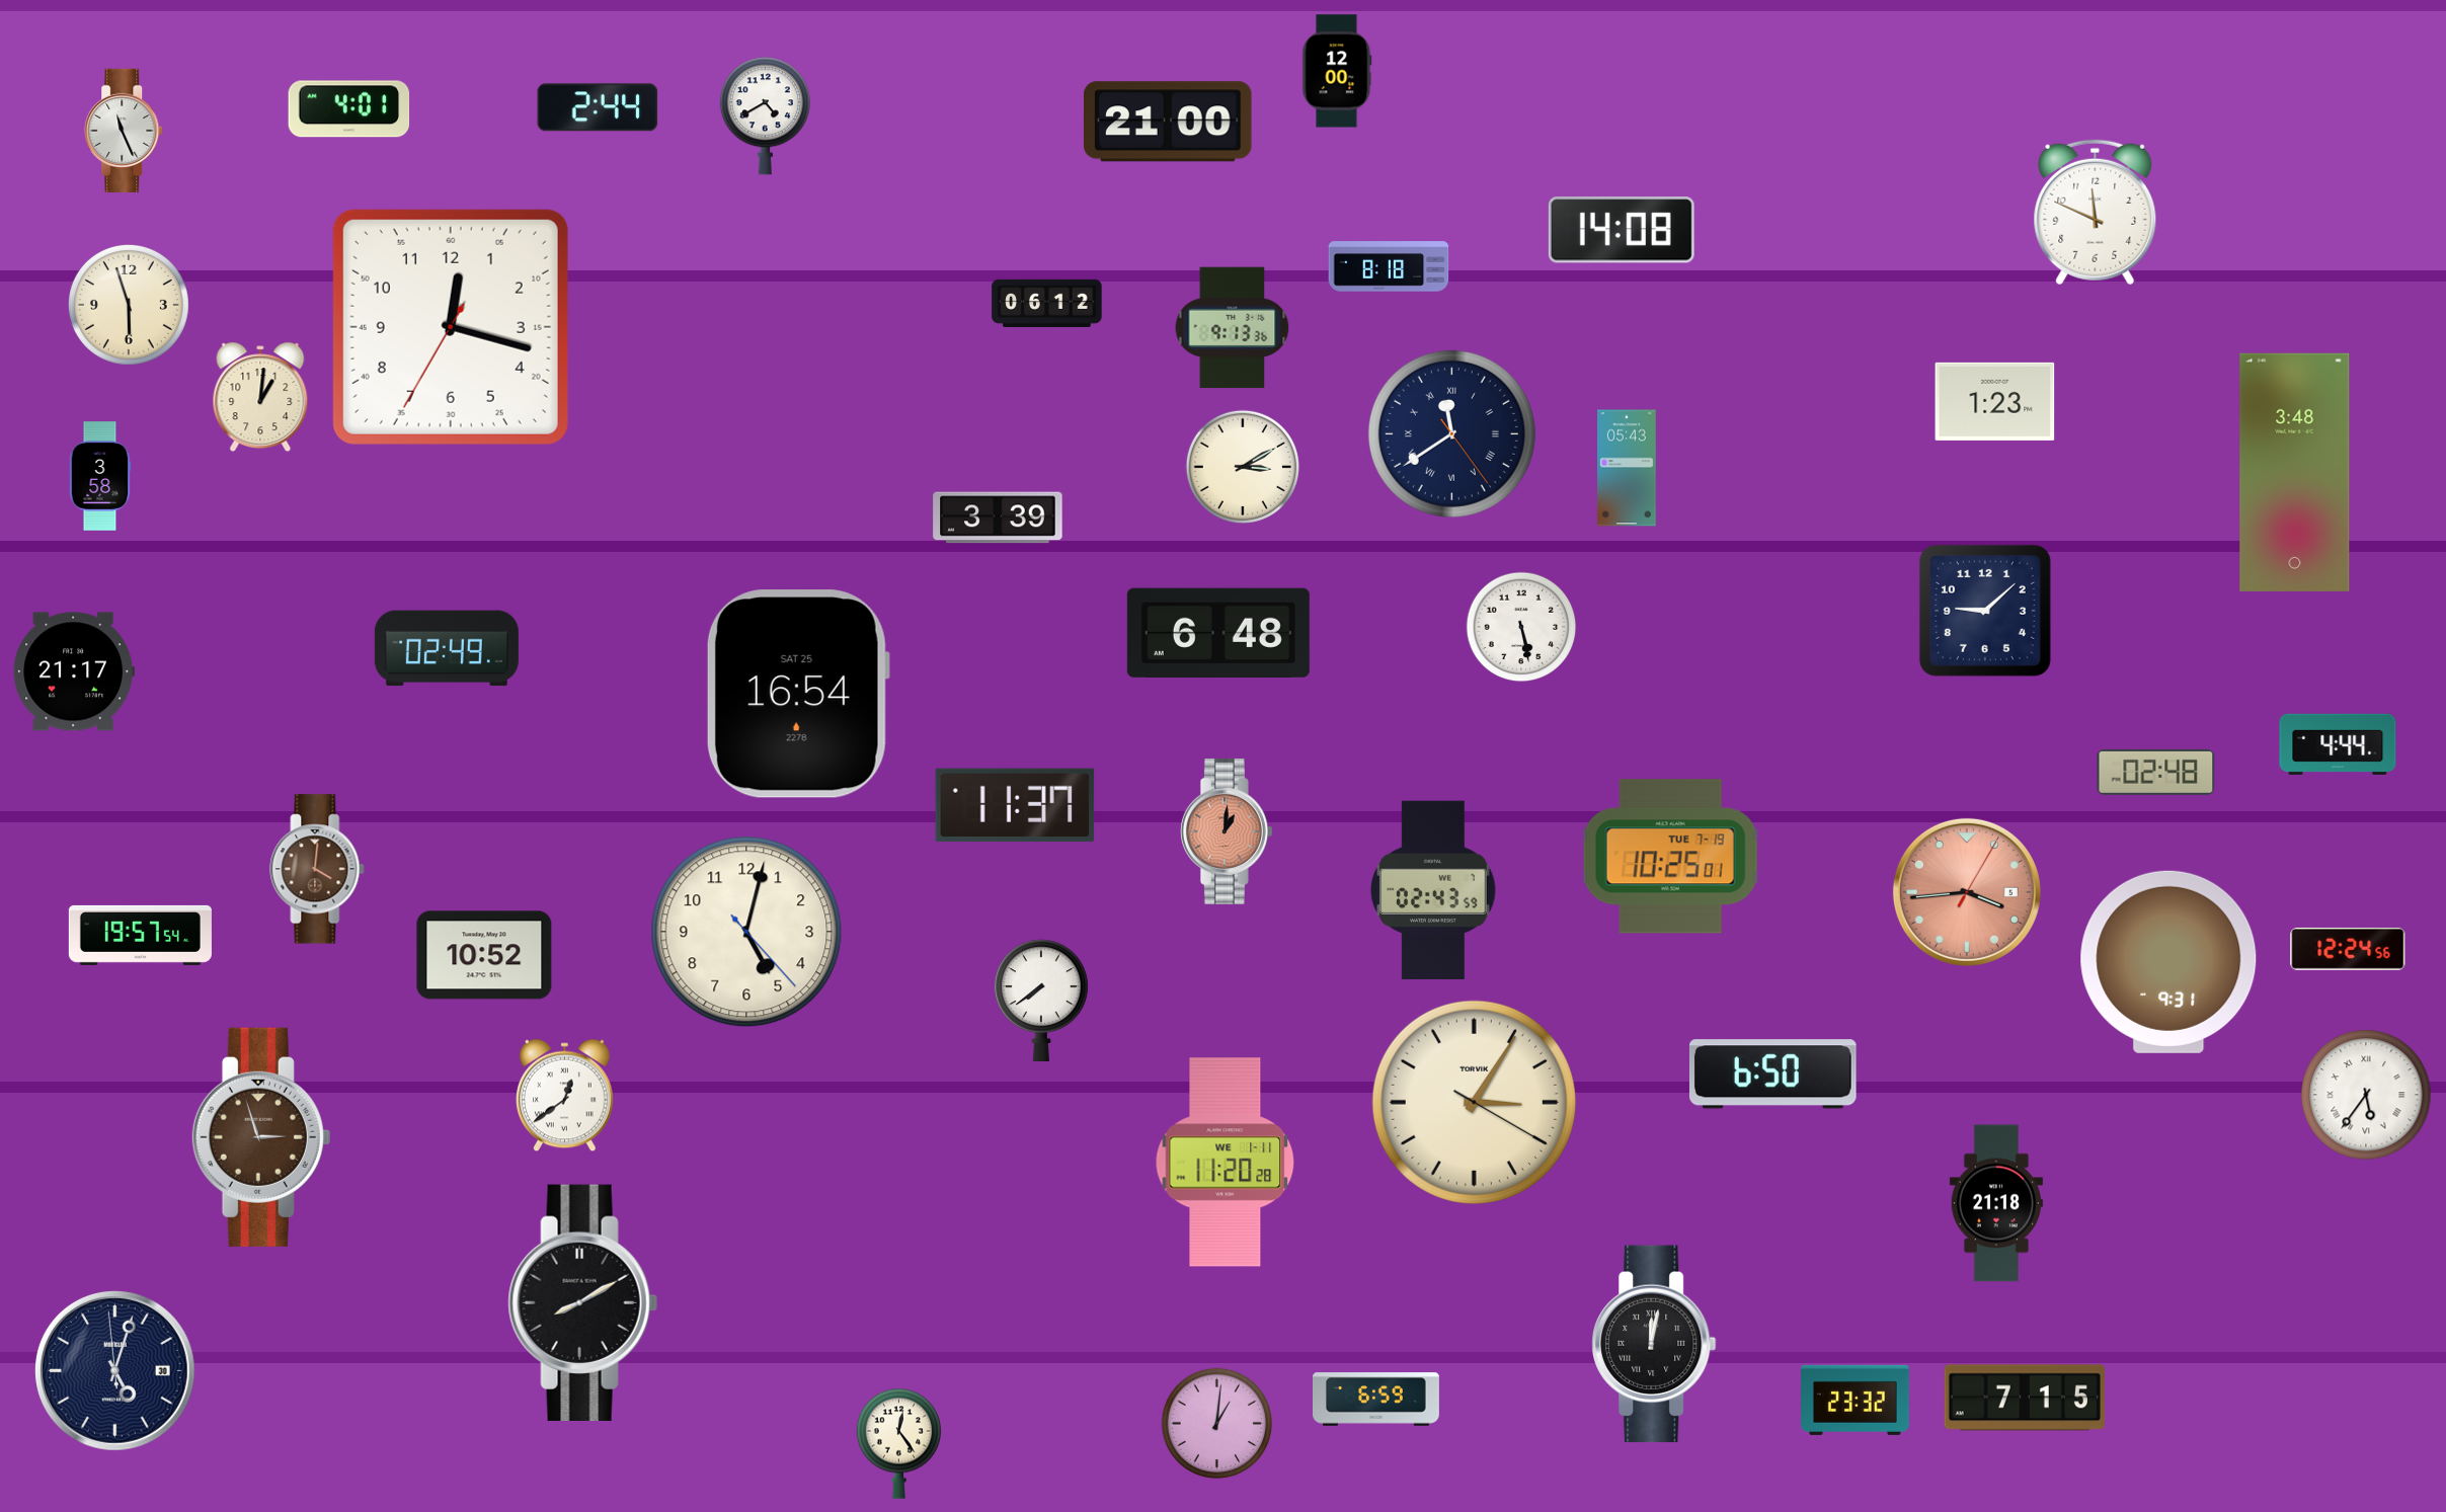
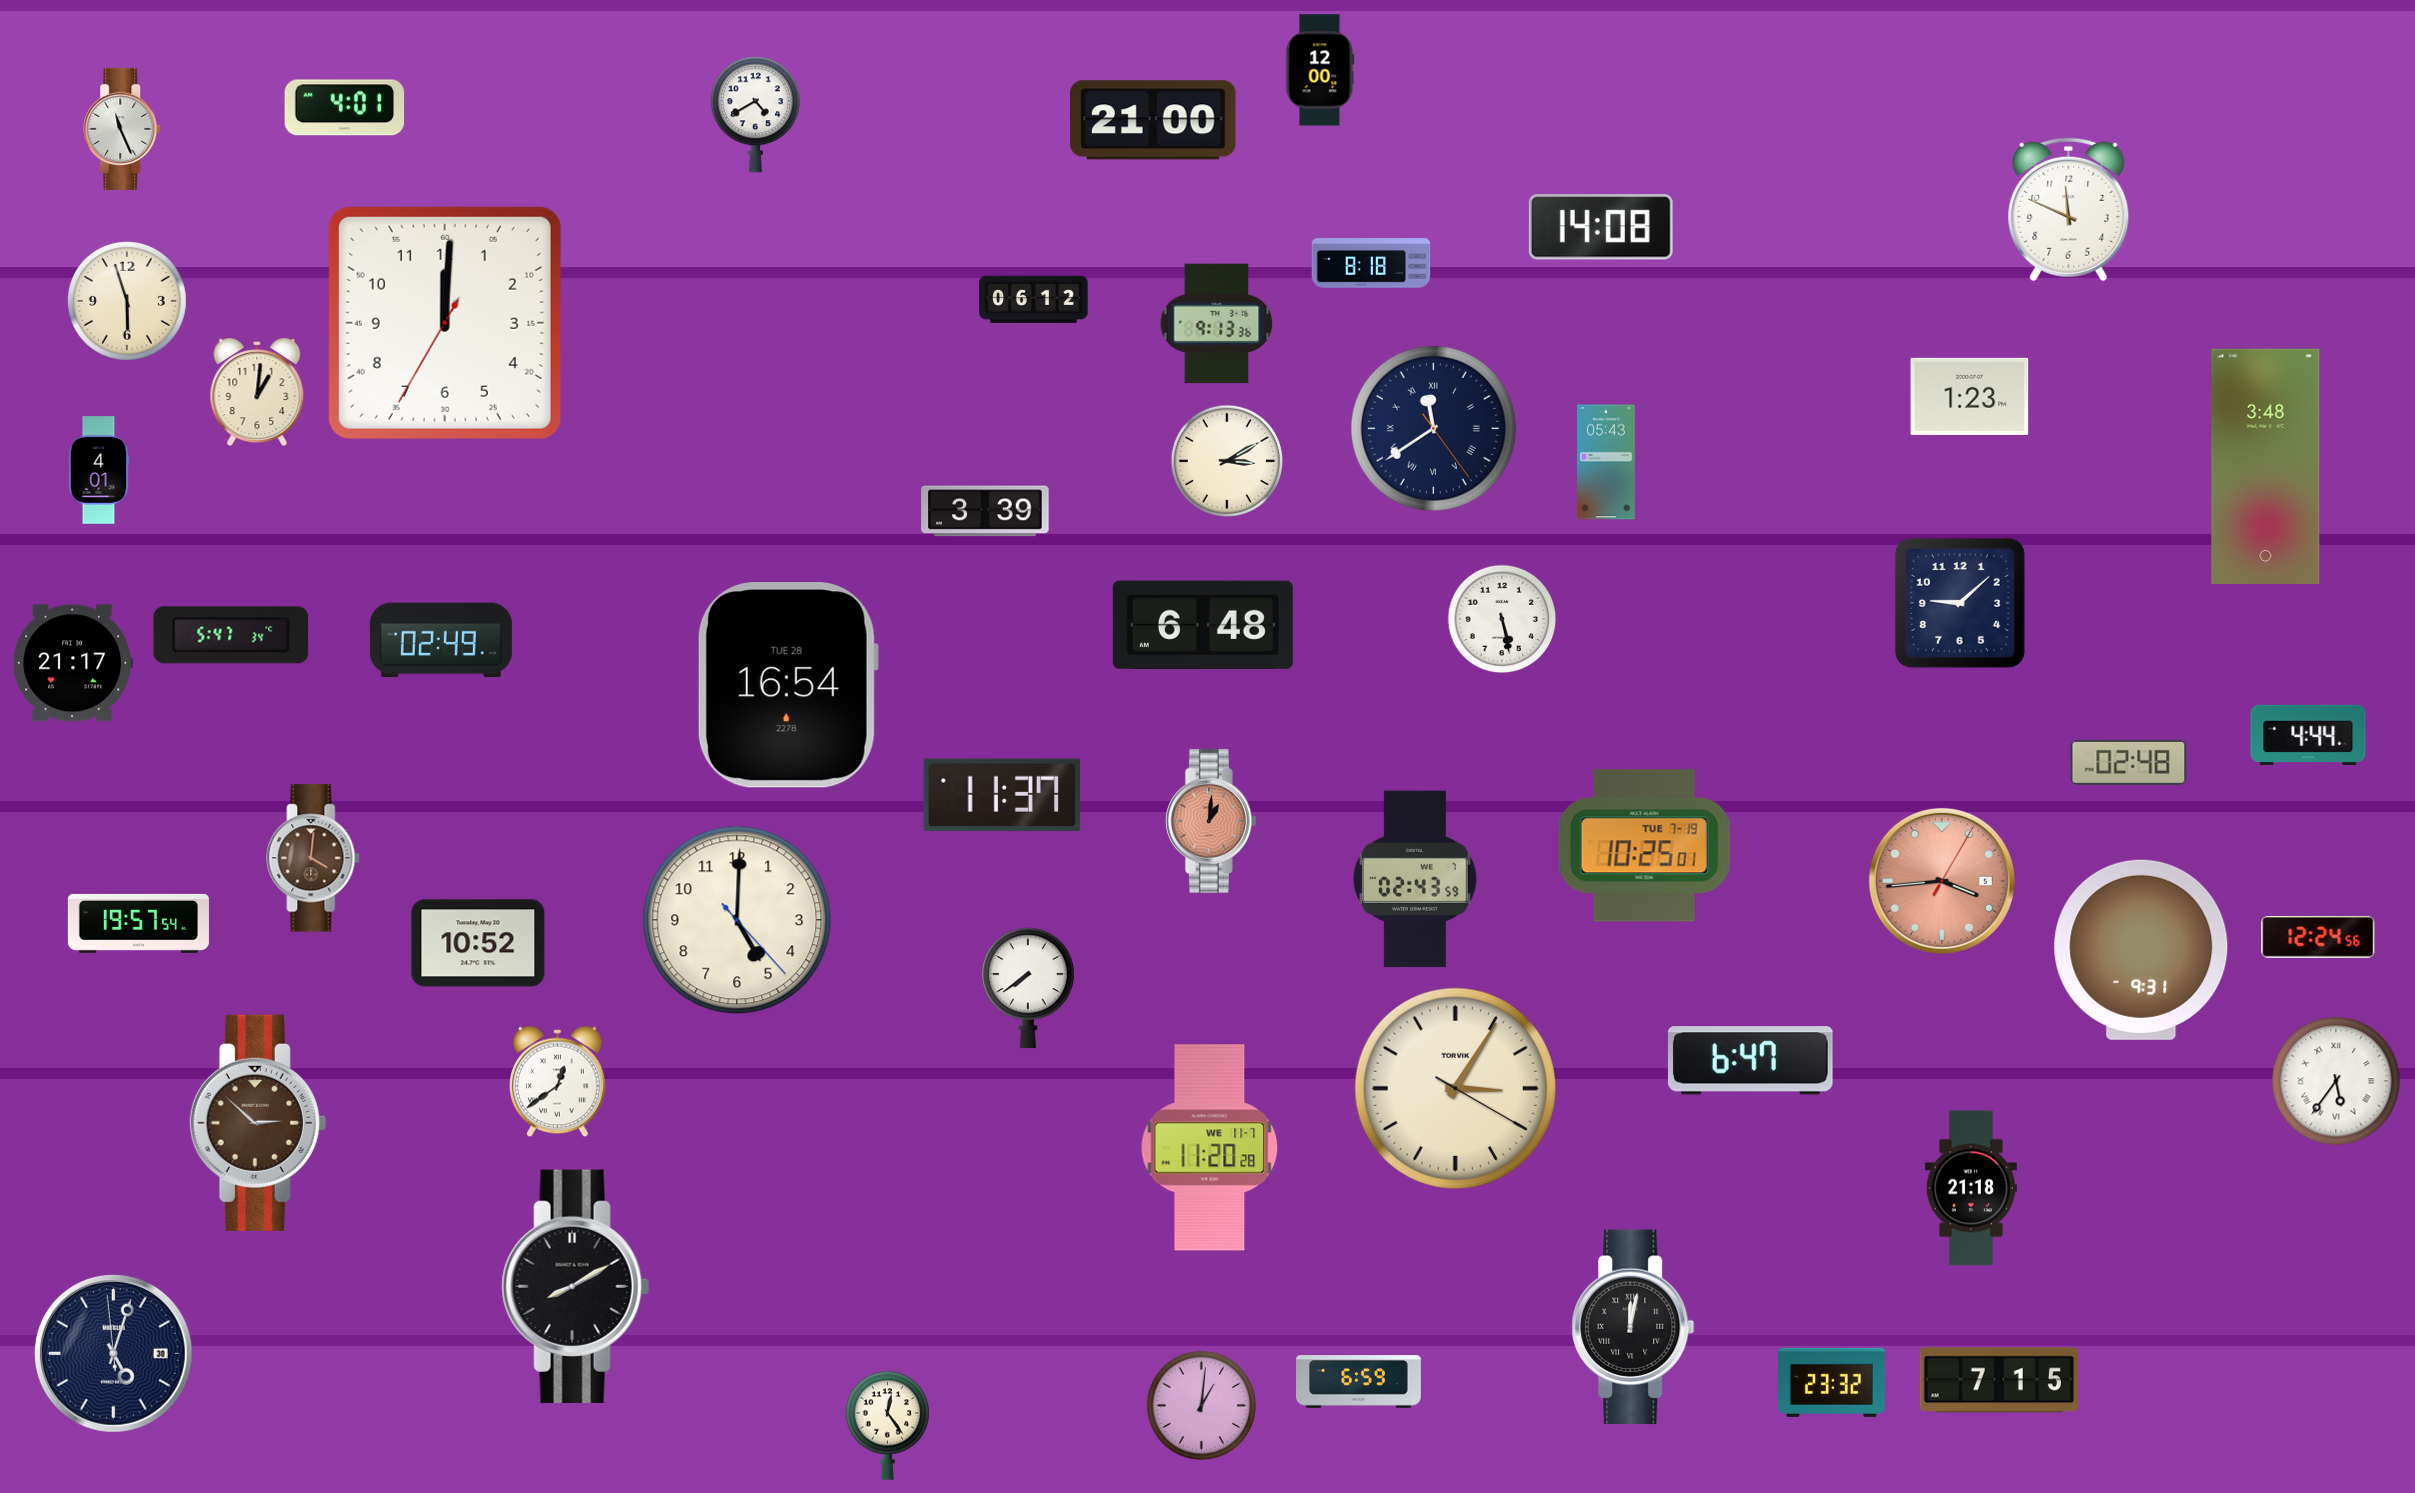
clock at (598, 107): 2:44 -> none
clock at (451, 327): 12:17 -> 12:00
clock at (100, 476): 3:58 -> 4:01
clock at (231, 635): none -> 5:47
clock at (798, 694) date: SAT 25 -> TUE 28
clock at (1670, 857) position: (1670, 857) -> (1644, 846)
clock at (746, 932): 5:02 -> 5:00
clock at (1772, 1075): 6:50 -> 6:47
clock at (261, 1137): 2:57 -> 2:52
clock at (1226, 1163) date: WE 1-11 -> WE 11-7
